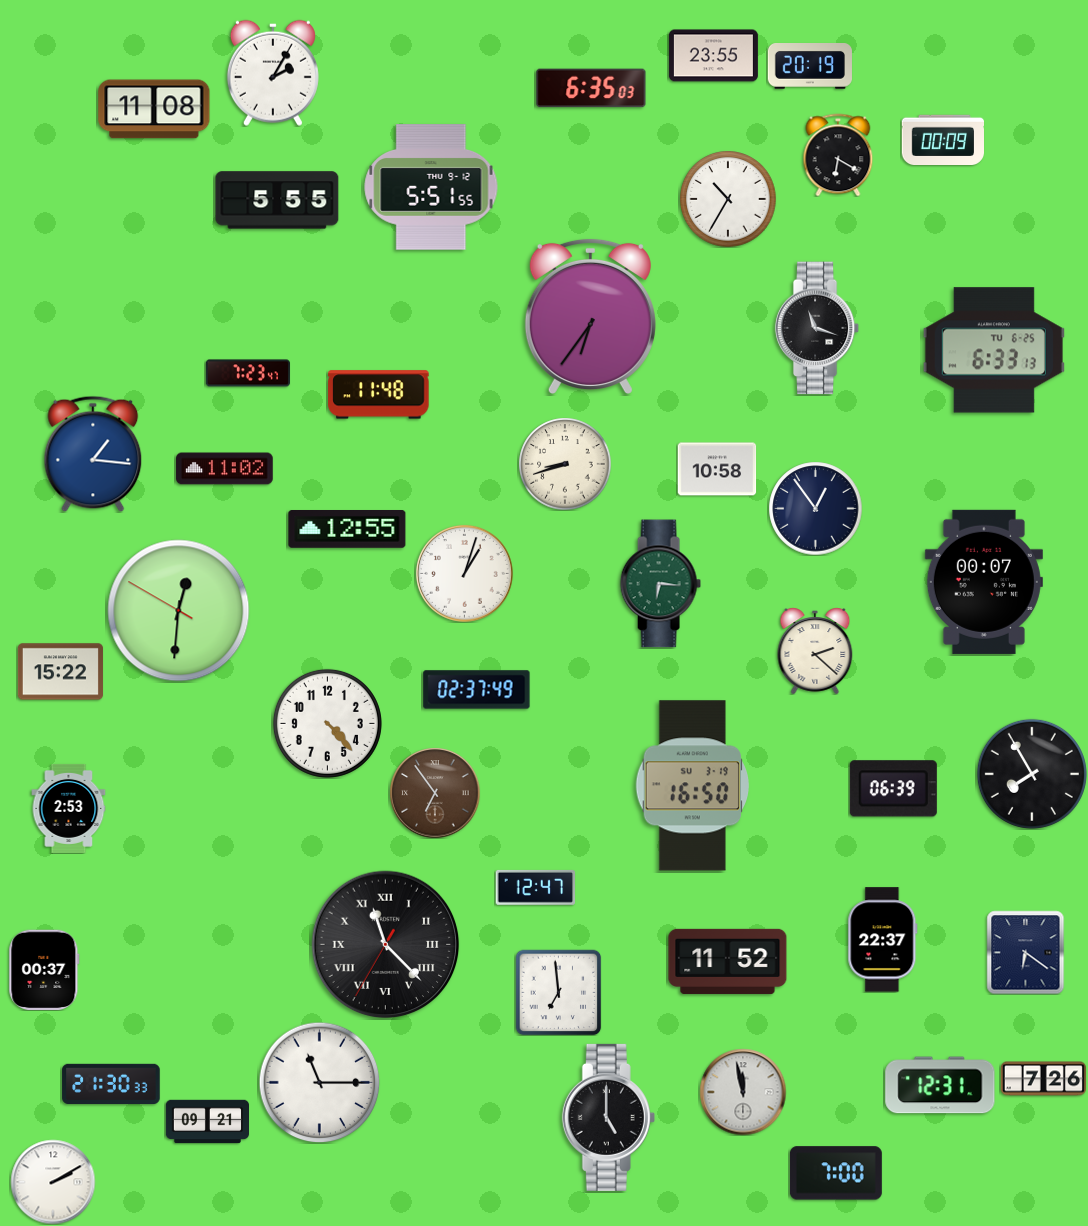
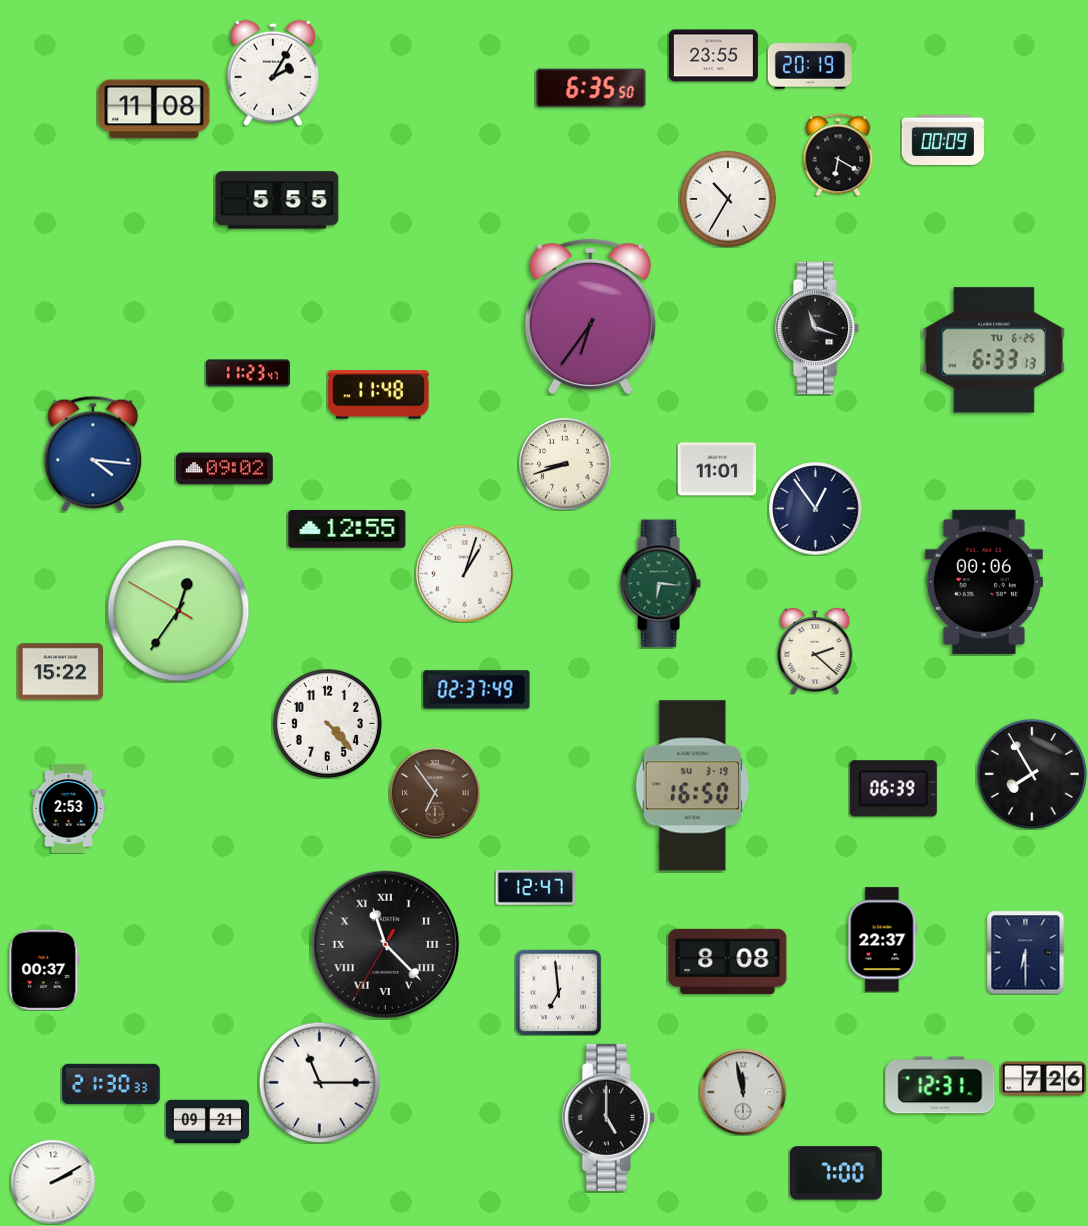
clock at (591, 88): 6:35:03 -> 6:35:50
clock at (431, 187): 5:51 -> none
clock at (247, 373): 7:23 -> 11:23
clock at (93, 454): 1:16 -> 4:16
clock at (225, 469): 11:02 -> 09:02
clock at (717, 469): 10:58 -> 11:01
clock at (984, 582): 00:07 -> 00:06
clock at (179, 611): 12:30 -> 12:35
clock at (1026, 952): 6:21 -> 6:30
clock at (728, 961): 11:52 -> 8:08
